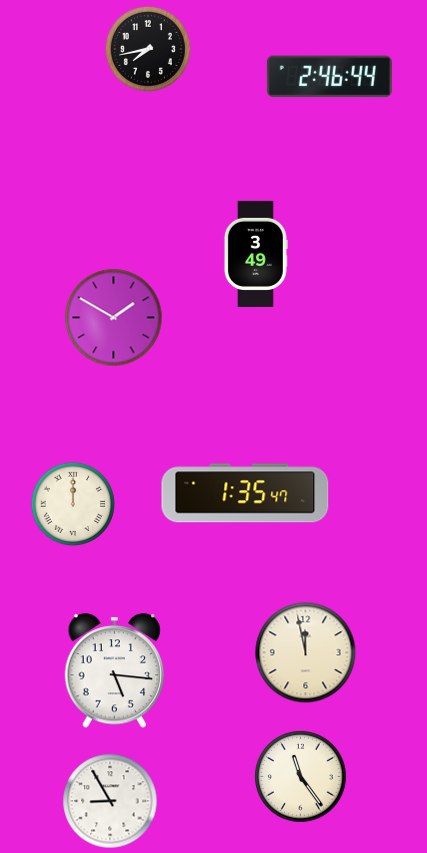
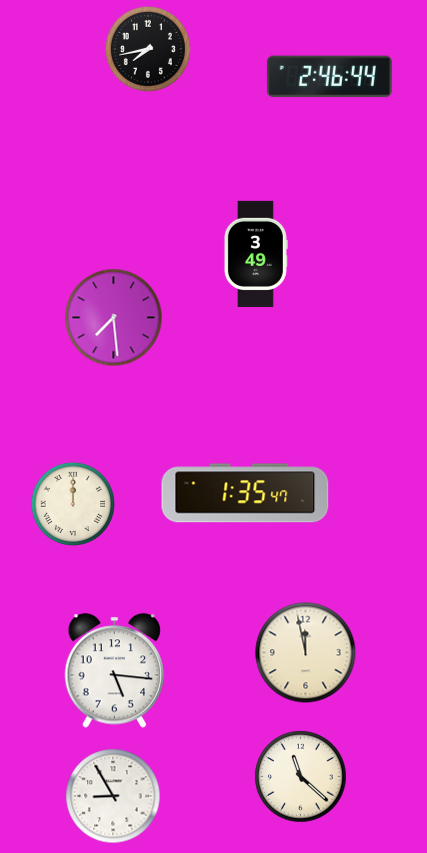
clock at (114, 318): 1:50 -> 7:29
clock at (301, 777): 11:24 -> 11:22
clock at (110, 801) position: (110, 801) -> (113, 796)
